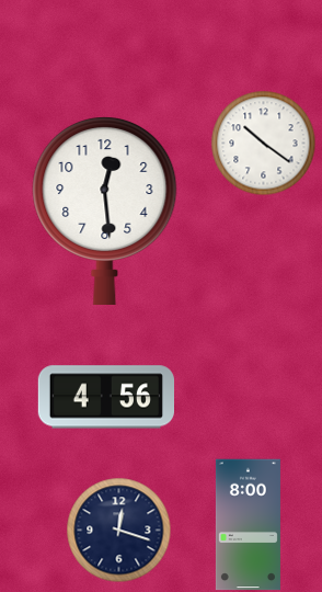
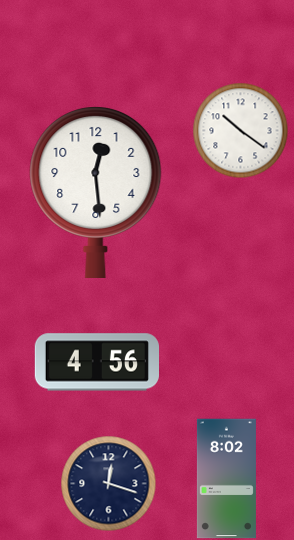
clock at (248, 525): 8:00 -> 8:02
